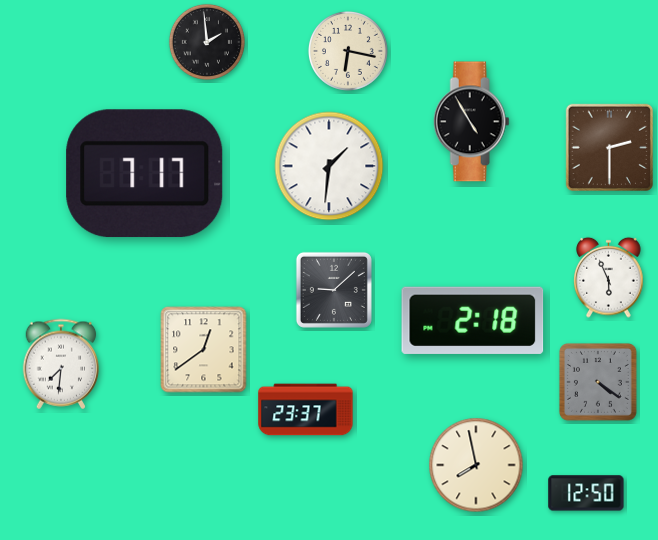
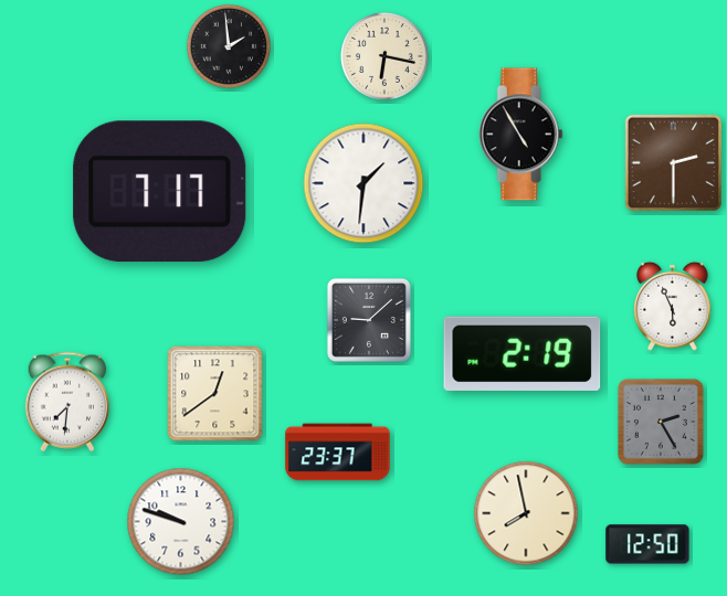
clock at (473, 320): 2:18 -> 2:19
clock at (204, 350) position: (204, 350) -> (215, 394)
clock at (598, 382): 4:21 -> 2:25
clock at (181, 522): none -> 9:48
